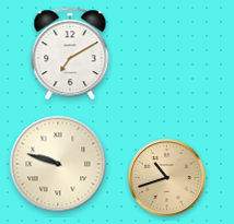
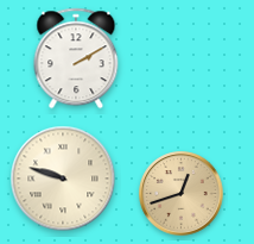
clock at (70, 54): 7:10 -> 2:10
clock at (167, 178): 10:42 -> 12:42
